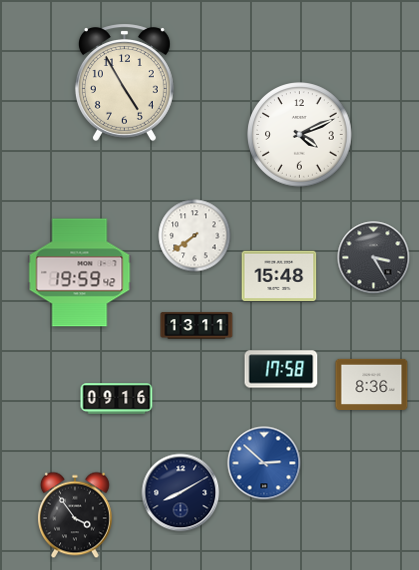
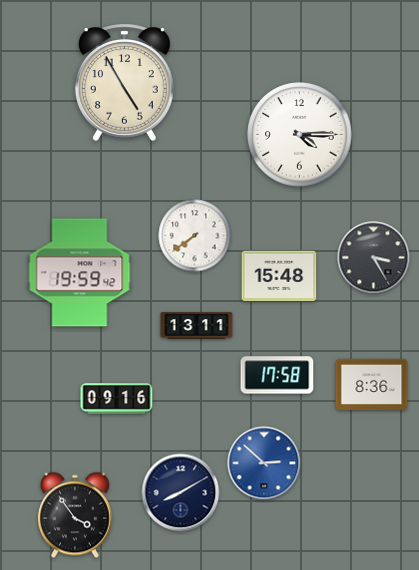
clock at (300, 135): 4:11 -> 4:15
clock at (281, 369) position: (281, 369) -> (277, 375)
